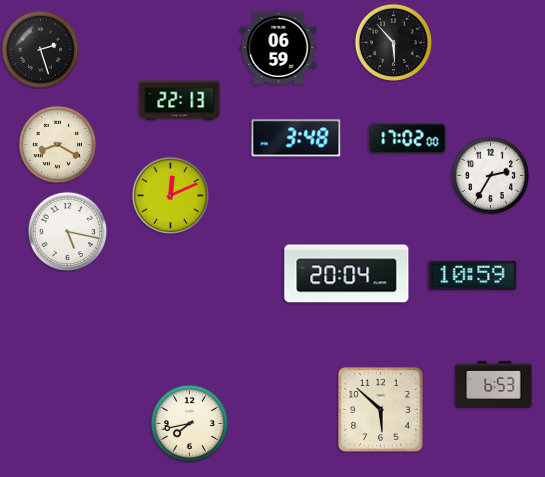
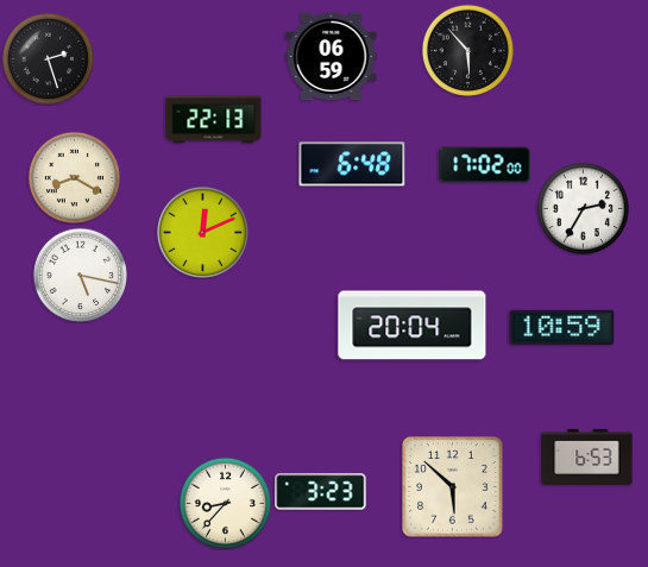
clock at (296, 138): 3:48 -> 6:48
clock at (57, 144) position: (57, 144) -> (74, 177)
clock at (321, 492): none -> 3:23
clock at (189, 423): 7:43 -> 8:37
